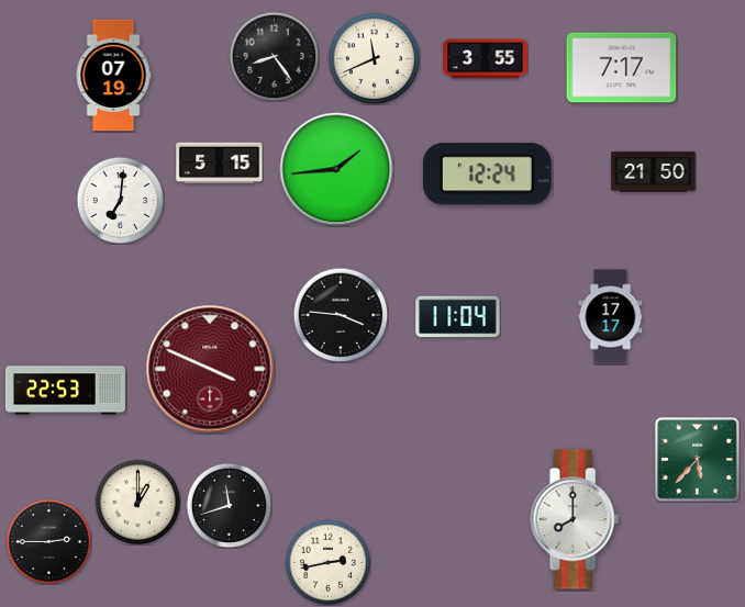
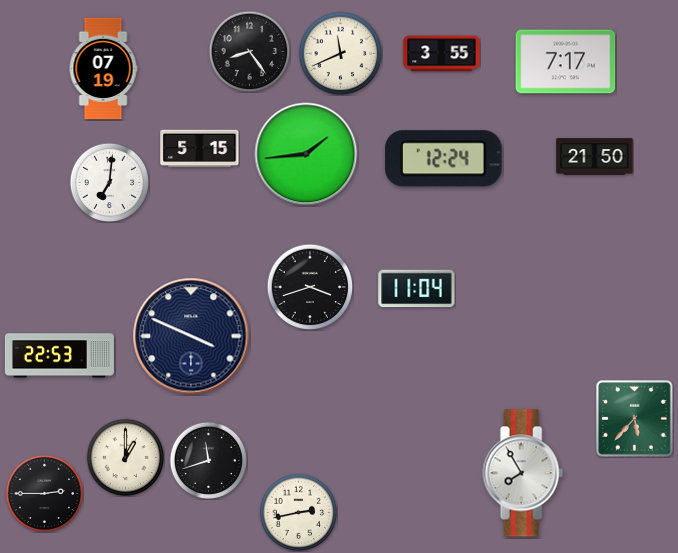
clock at (341, 315): 3:46 -> 3:42
clock at (611, 317): 17:17 -> none
clock at (210, 369) dial: burgundy -> navy
clock at (575, 519): 8:00 -> 7:55
